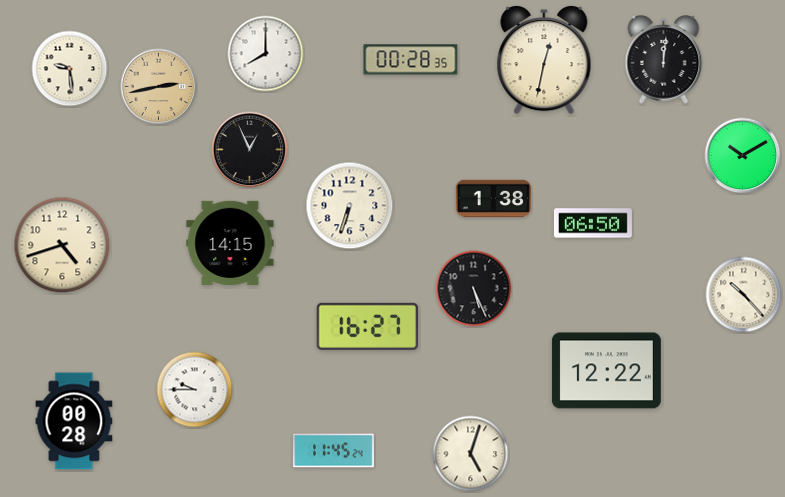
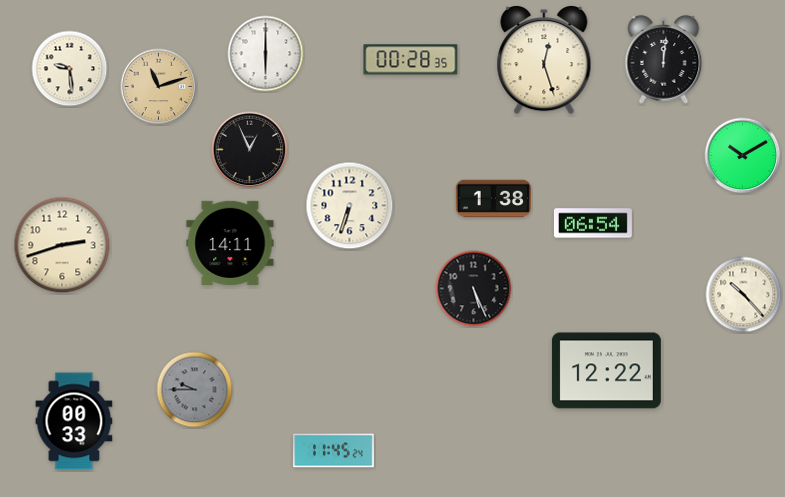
clock at (266, 54): 8:00 -> 6:00
clock at (544, 60): 12:32 -> 12:27
clock at (159, 87): 2:43 -> 11:12
clock at (593, 223): 06:50 -> 06:54
clock at (230, 243): 14:15 -> 14:11
clock at (62, 245): 4:42 -> 2:42
clock at (368, 326): 16:27 -> none
clock at (195, 390) dial: white -> grey
clock at (74, 421): 00:28 -> 00:33
clock at (471, 454): 5:03 -> none
